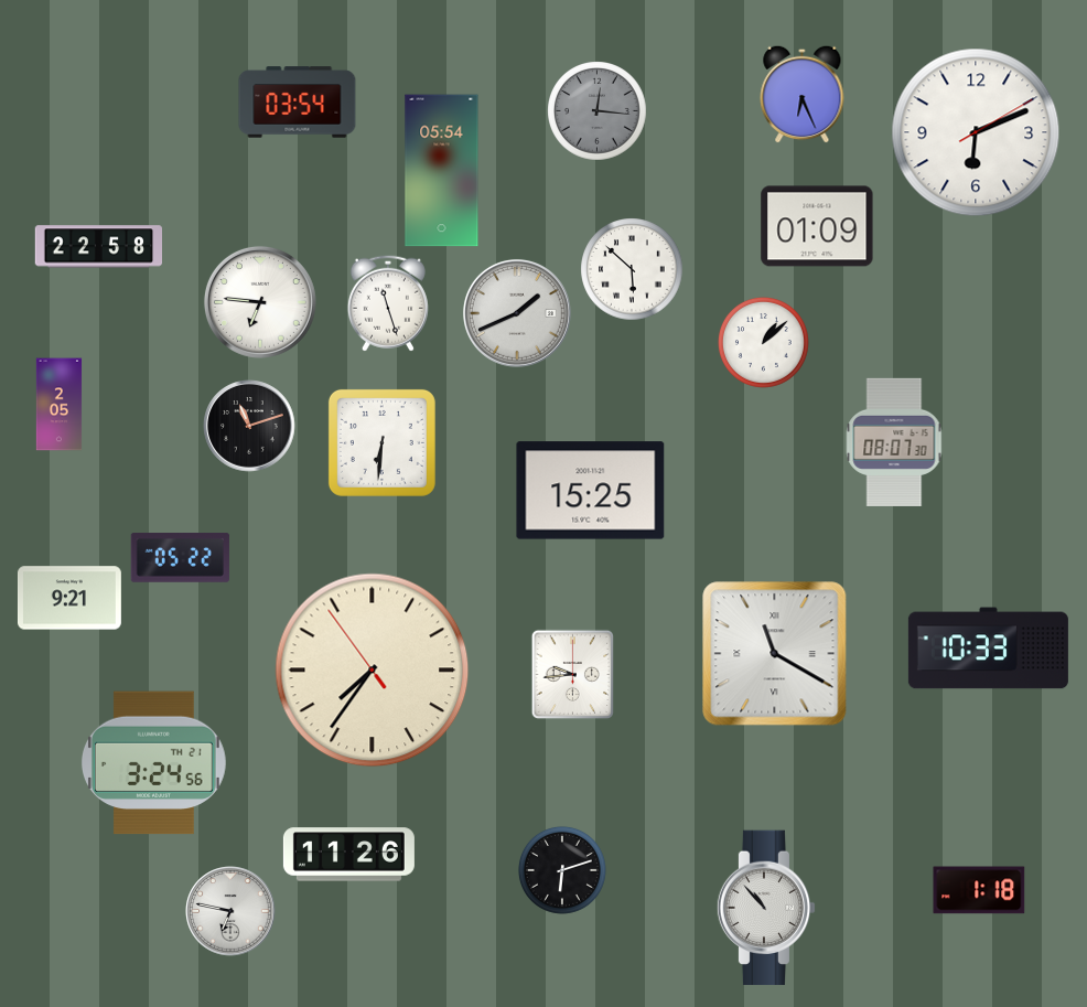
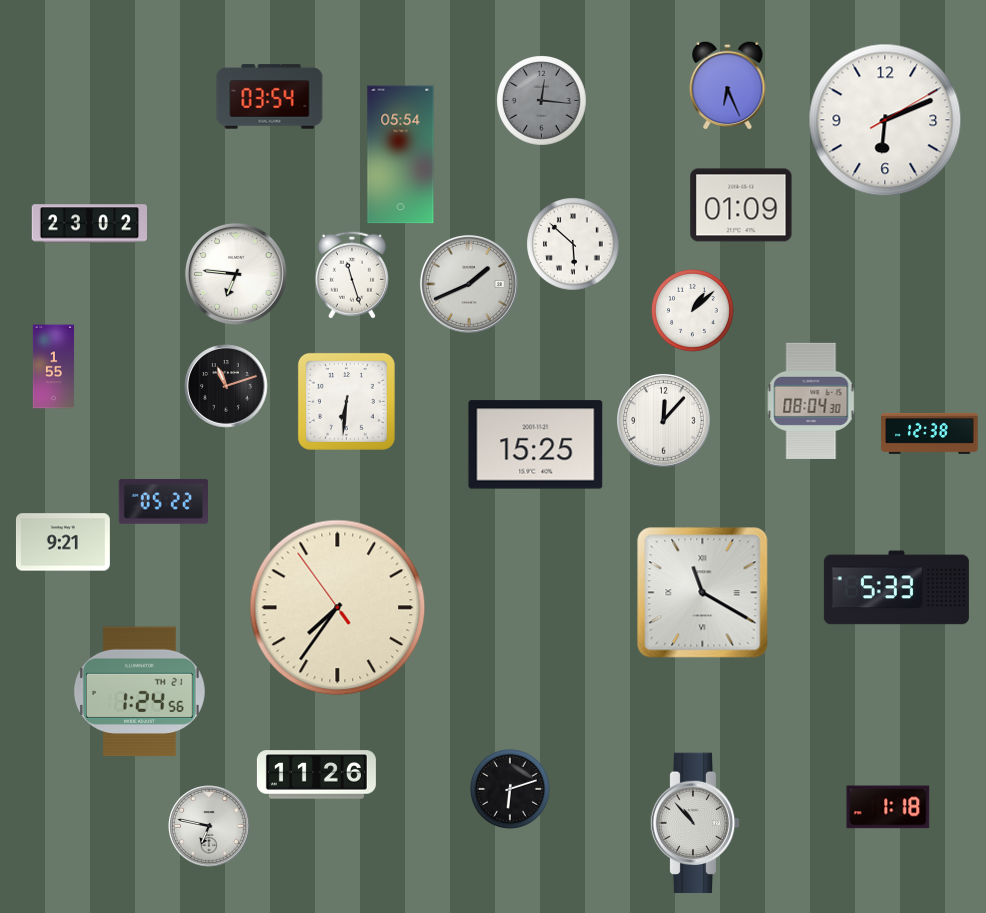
clock at (298, 103) position: (298, 103) -> (270, 97)
clock at (98, 247): 22:58 -> 23:02
clock at (60, 405): 2:05 -> 1:55
clock at (894, 442): 08:07 -> 08:04
clock at (664, 421): none -> 12:07
clock at (930, 433): none -> 12:38
clock at (180, 558) position: (180, 558) -> (163, 502)
clock at (988, 649): 10:33 -> 5:33
clock at (572, 675): 9:44 -> none
clock at (153, 763): 3:24 -> 1:24
